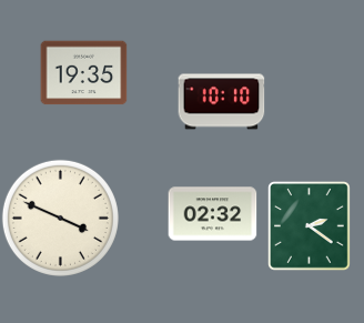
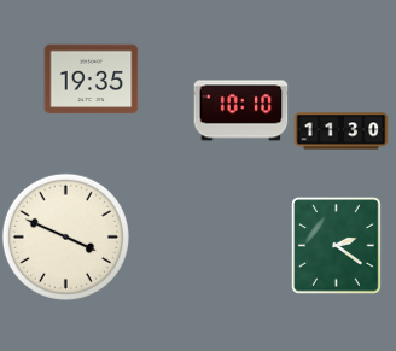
clock at (340, 131): none -> 11:30
clock at (212, 214): 02:32 -> none
